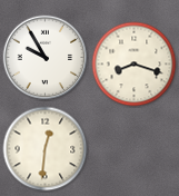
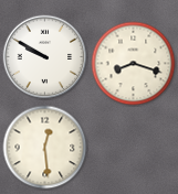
clock at (46, 58): 9:55 -> 9:50
clock at (46, 149): 12:31 -> 12:29
